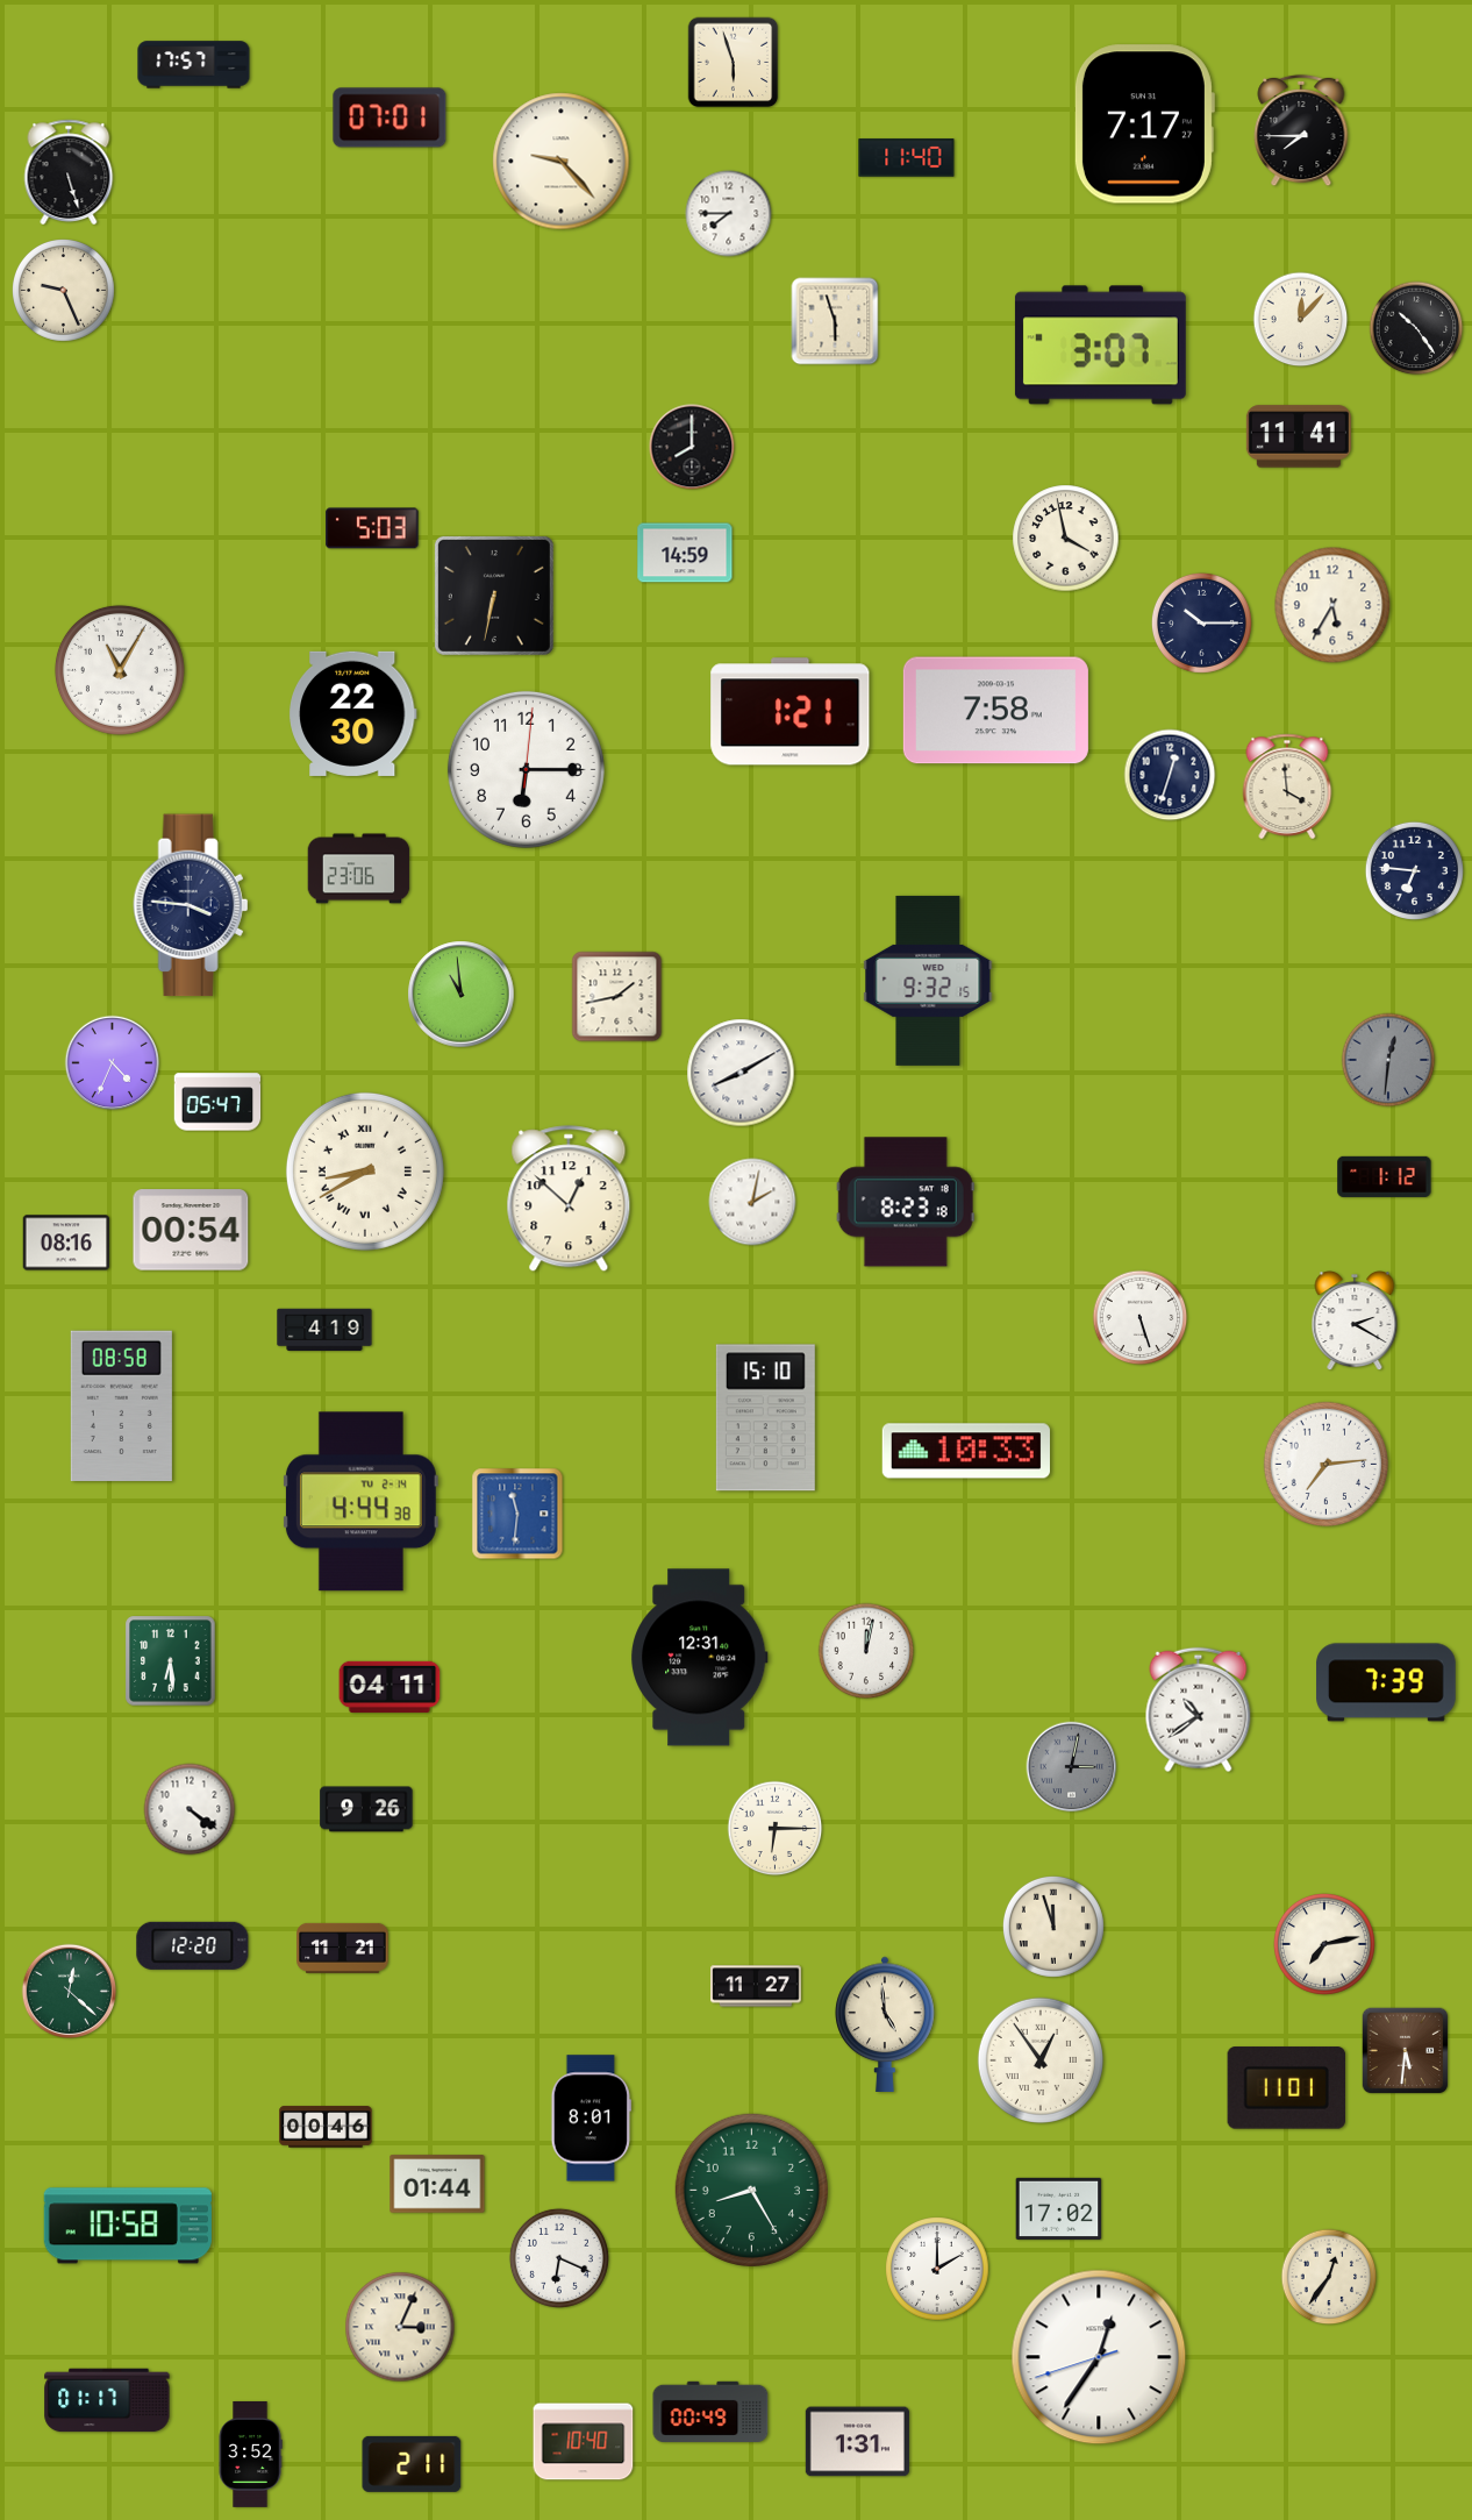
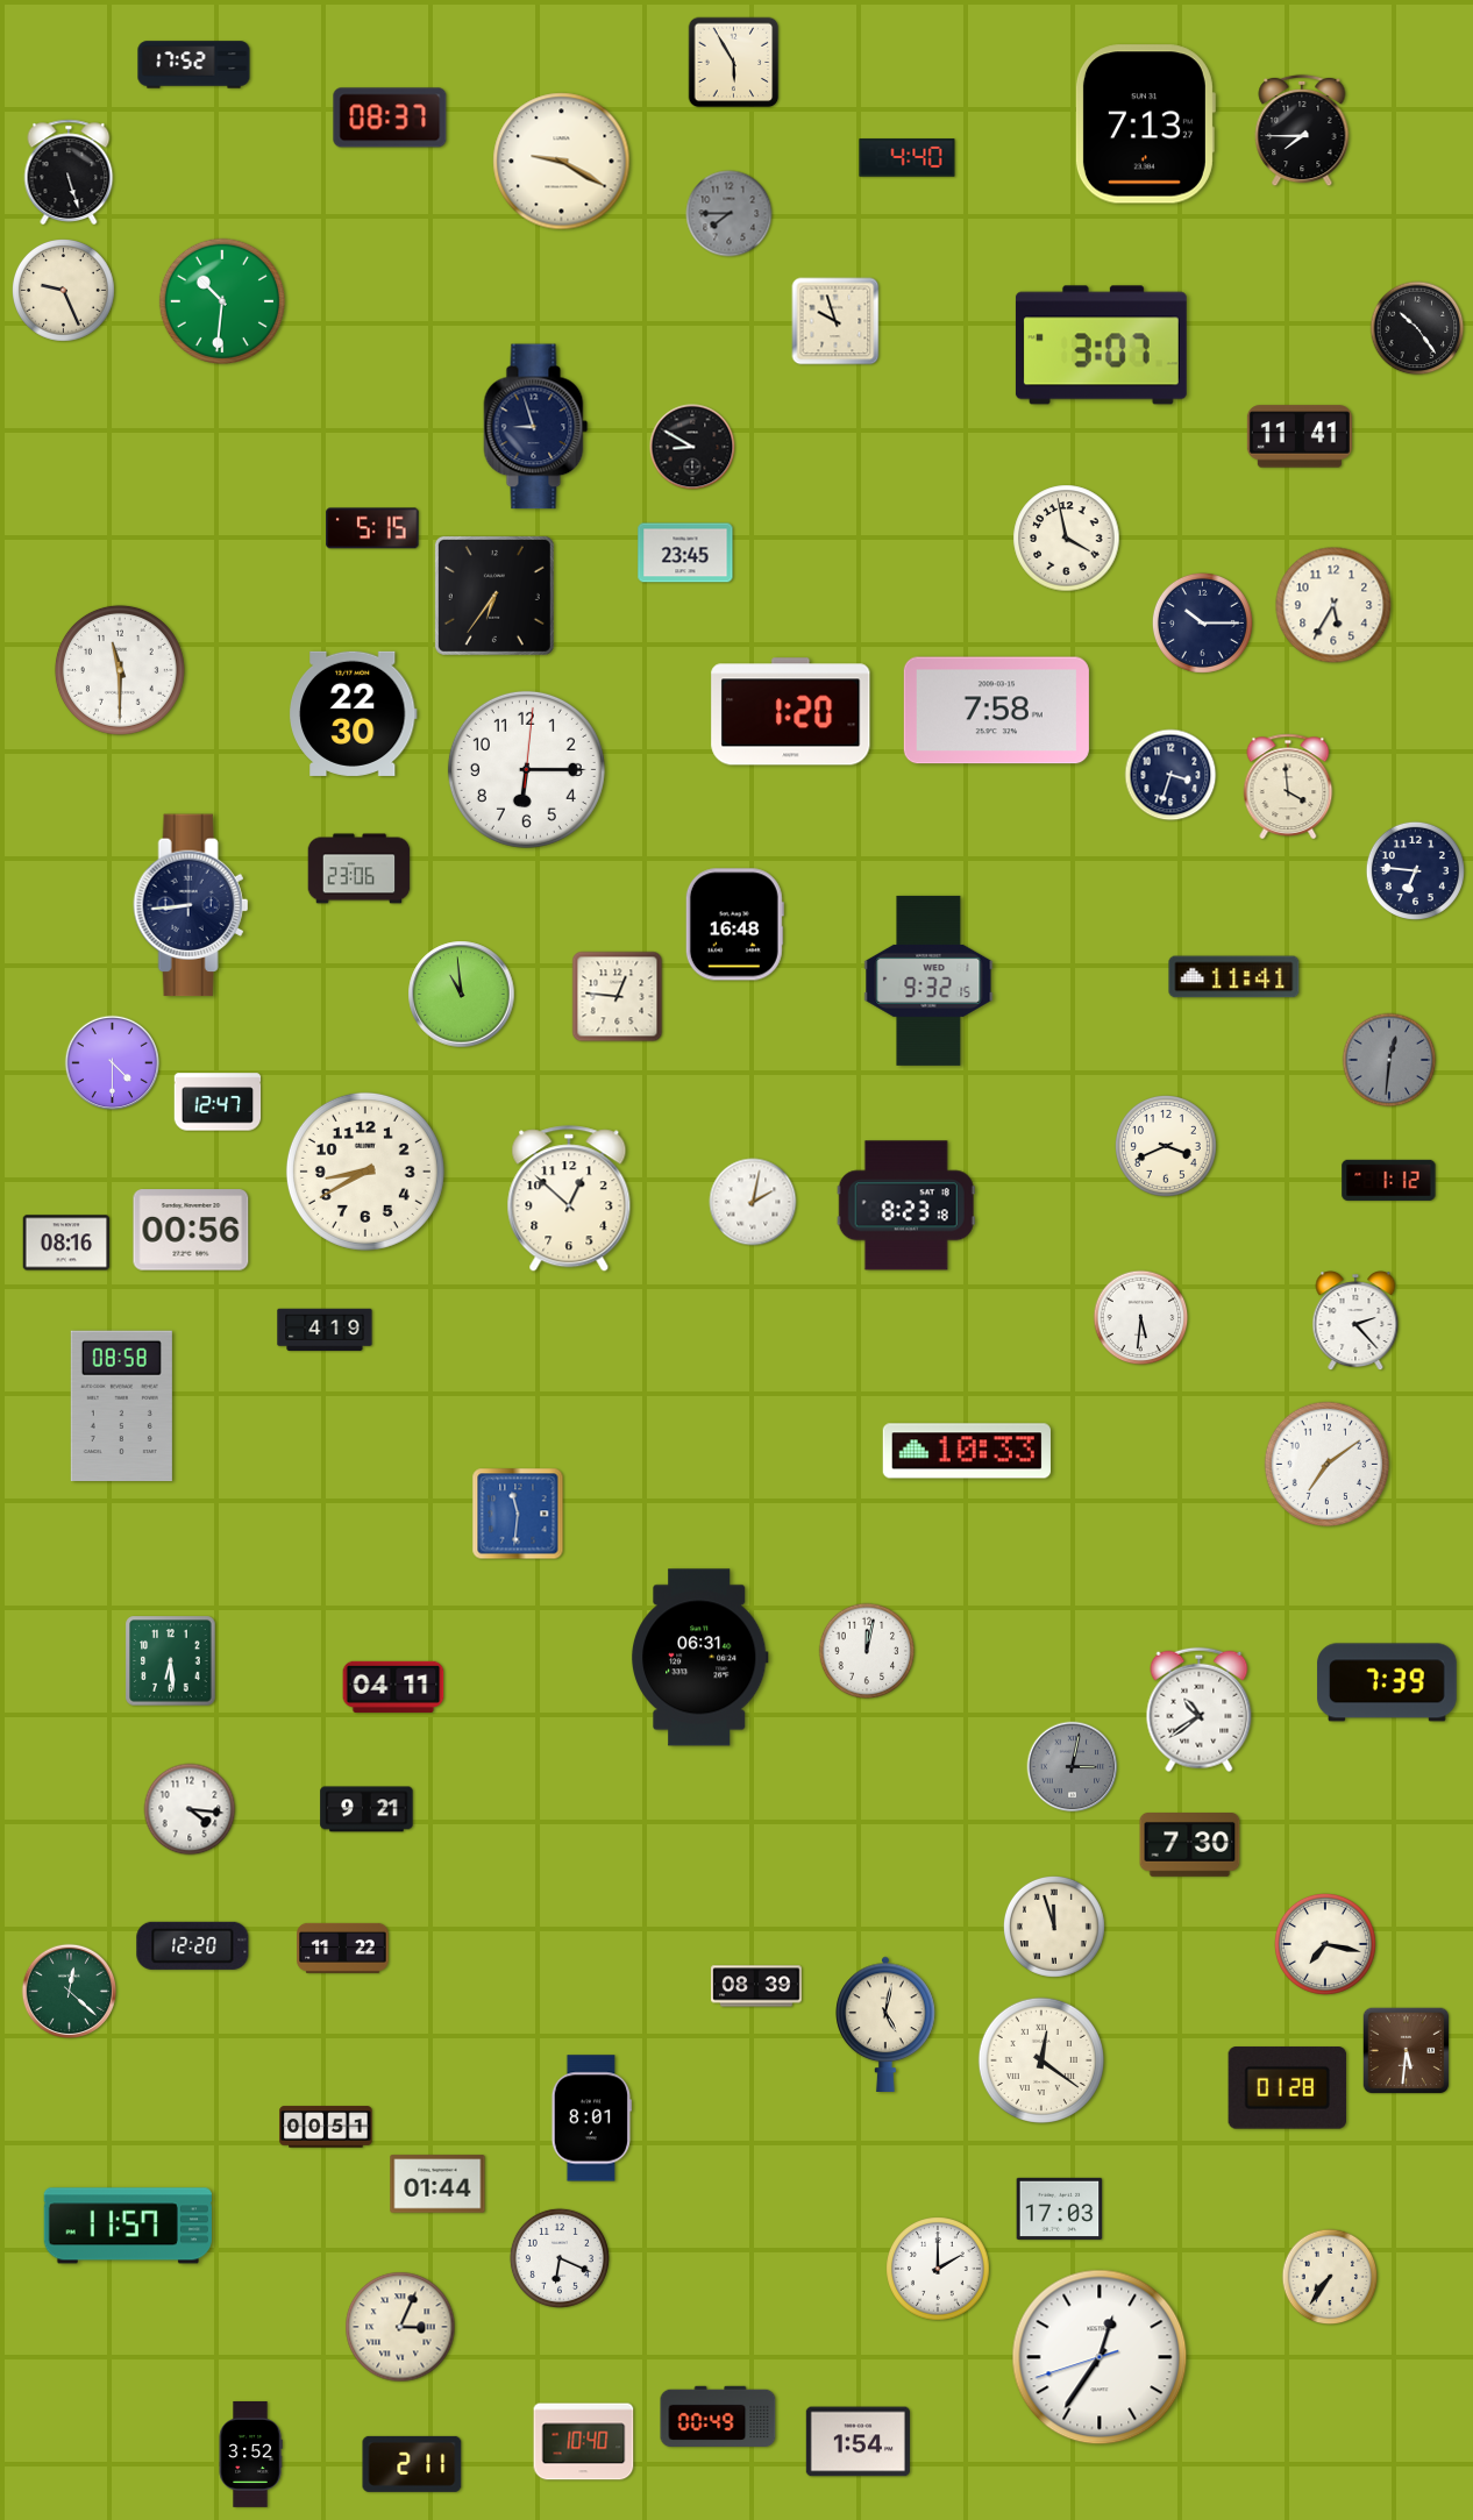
clock at (734, 63): 5:57 -> 5:55
clock at (194, 65): 17:57 -> 17:52
clock at (390, 118): 07:01 -> 08:37
clock at (1144, 124): 7:17 -> 7:13
clock at (907, 158): 11:40 -> 4:40
clock at (562, 162): 9:23 -> 9:20
clock at (729, 214) dial: white -> grey
clock at (222, 301): none -> 10:31
clock at (1301, 320): 12:07 -> none
clock at (835, 321): 5:57 -> 9:57
clock at (536, 427): none -> 8:57
clock at (692, 447): 8:00 -> 8:50
clock at (372, 528): 5:03 -> 5:15
clock at (685, 553): 14:59 -> 23:45
clock at (494, 596): 6:32 -> 6:36
clock at (120, 670): 11:05 -> 11:30
clock at (791, 712): 1:21 -> 1:20
clock at (1170, 775): 12:33 -> 3:33
clock at (191, 905): 3:46 -> 8:44
clock at (734, 925): none -> 16:48
clock at (1234, 977): none -> 11:41
clock at (617, 997): 1:43 -> 12:46
clock at (113, 1063): 4:34 -> 4:30
clock at (741, 1073): 8:10 -> none
clock at (217, 1102): 05:47 -> 12:47
clock at (1166, 1146): none -> 3:41
clock at (365, 1172) numerals: Roman -> Arabic
clock at (1385, 1176) position: (1385, 1176) -> (1389, 1180)
clock at (906, 1202) position: (906, 1202) -> (906, 1205)
clock at (191, 1230): 00:54 -> 00:56
clock at (1141, 1318): 5:27 -> 5:31
clock at (1355, 1322): 2:20 -> 2:23
clock at (765, 1418): 15:10 -> none
clock at (1325, 1464): 7:14 -> 7:09
clock at (360, 1502): 4:44 -> none
clock at (700, 1658): 12:31 -> 06:31
clock at (390, 1687) position: (390, 1687) -> (393, 1687)
clock at (190, 1809): 4:21 -> 4:16
clock at (366, 1809): 9:26 -> 9:21
clock at (776, 1829): 6:15 -> none
clock at (1190, 1845): none -> 7:30
clock at (1324, 1944): 7:13 -> 7:17
clock at (343, 1948): 11:21 -> 11:22
clock at (756, 1986): 11:27 -> 08:39
clock at (885, 2023): 4:59 -> 5:02
clock at (1041, 2060): 12:54 -> 12:21
clock at (1287, 2088): 11:01 -> 01:28
clock at (326, 2127): 00:46 -> 00:51
clock at (751, 2190): 8:25 -> none
clock at (1059, 2208): 17:02 -> 17:03
clock at (128, 2226): 10:58 -> 11:57
clock at (1329, 2277): 12:36 -> 7:36
clock at (107, 2400): 01:17 -> none
clock at (710, 2412) position: (710, 2412) -> (718, 2416)
clock at (857, 2442): 1:31 -> 1:54
